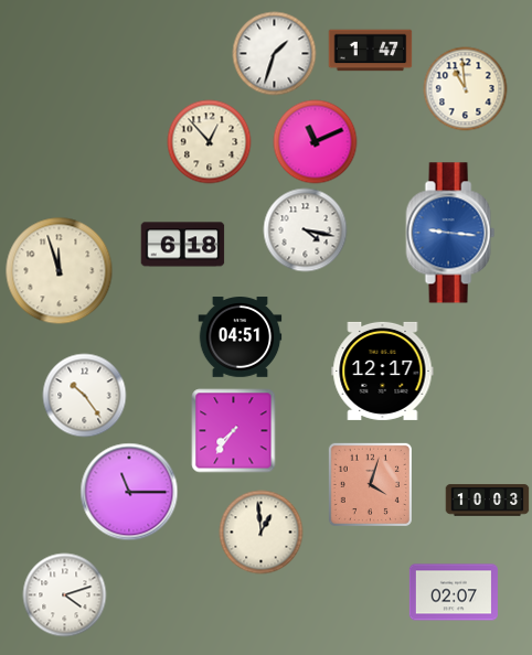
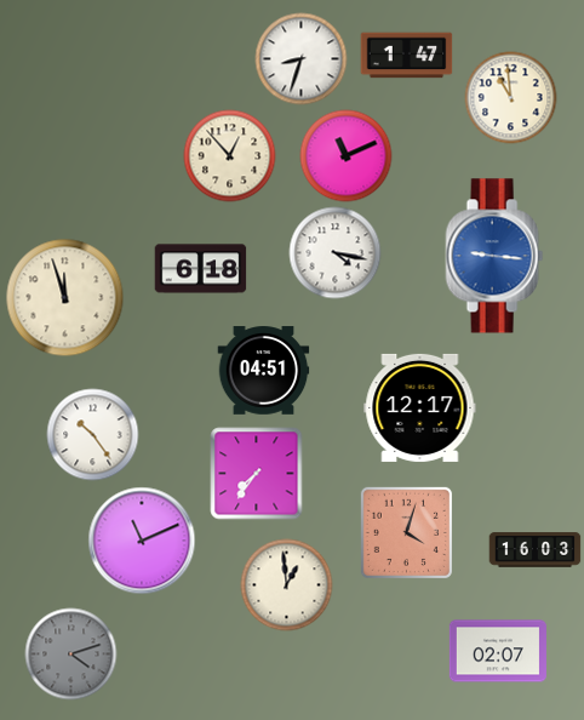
clock at (275, 54): 1:33 -> 8:33
clock at (129, 492): 11:15 -> 11:11
clock at (488, 501): 10:03 -> 16:03
clock at (65, 595) dial: white -> grey
